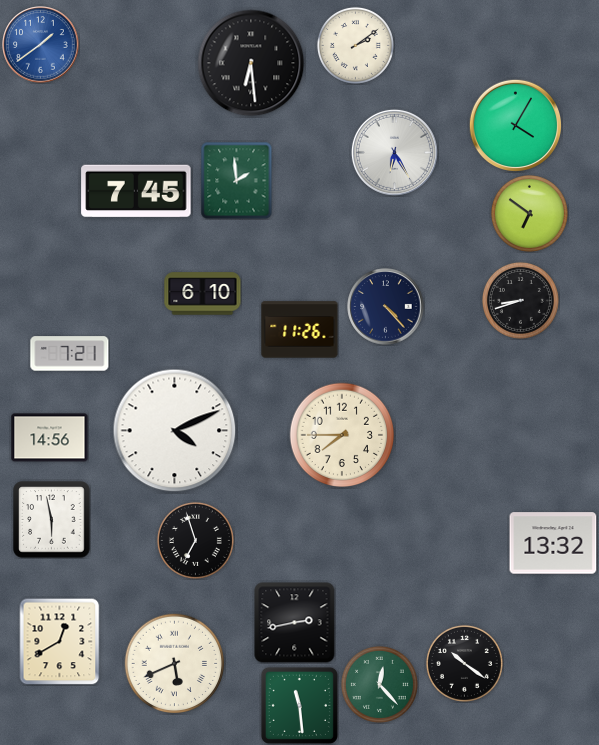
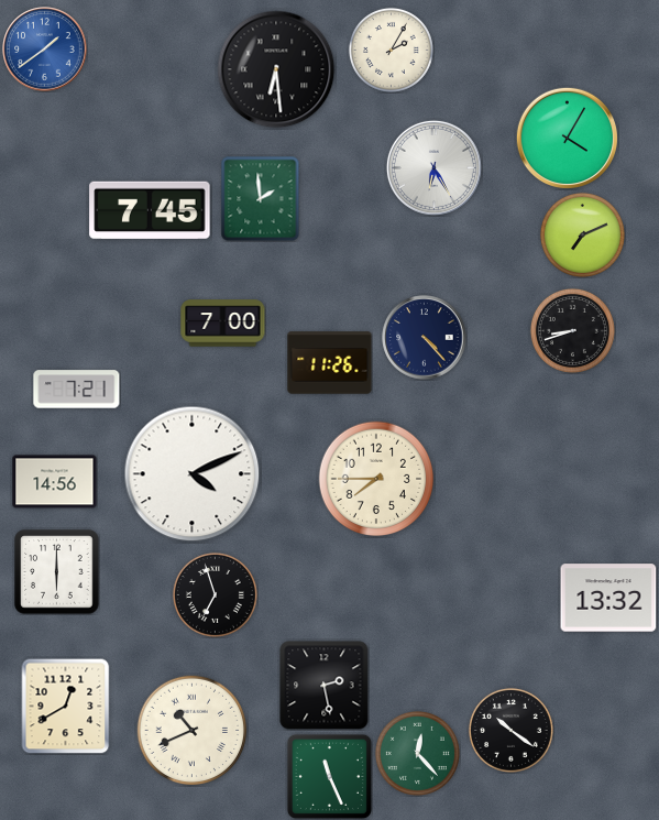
clock at (355, 45): 2:09 -> 2:05
clock at (529, 213): 6:51 -> 7:11
clock at (203, 294): 6:10 -> 7:00
clock at (52, 520): 5:58 -> 6:00
clock at (295, 623): 2:43 -> 2:28
clock at (175, 664): 5:41 -> 10:41
clock at (299, 705): 11:29 -> 11:26
